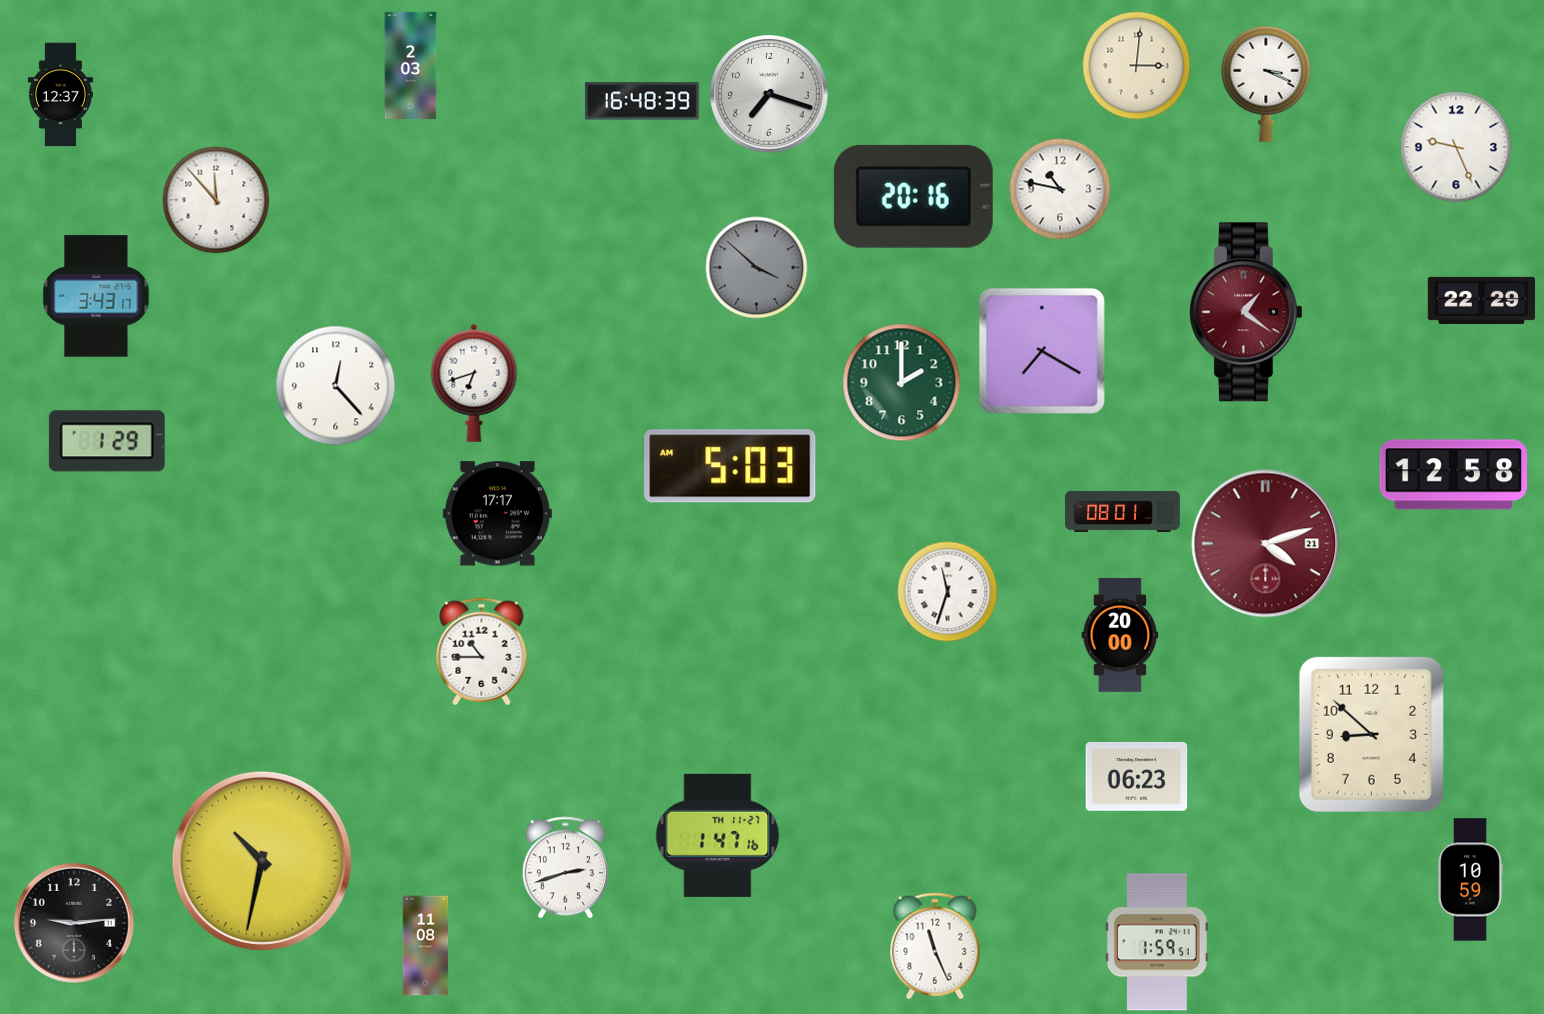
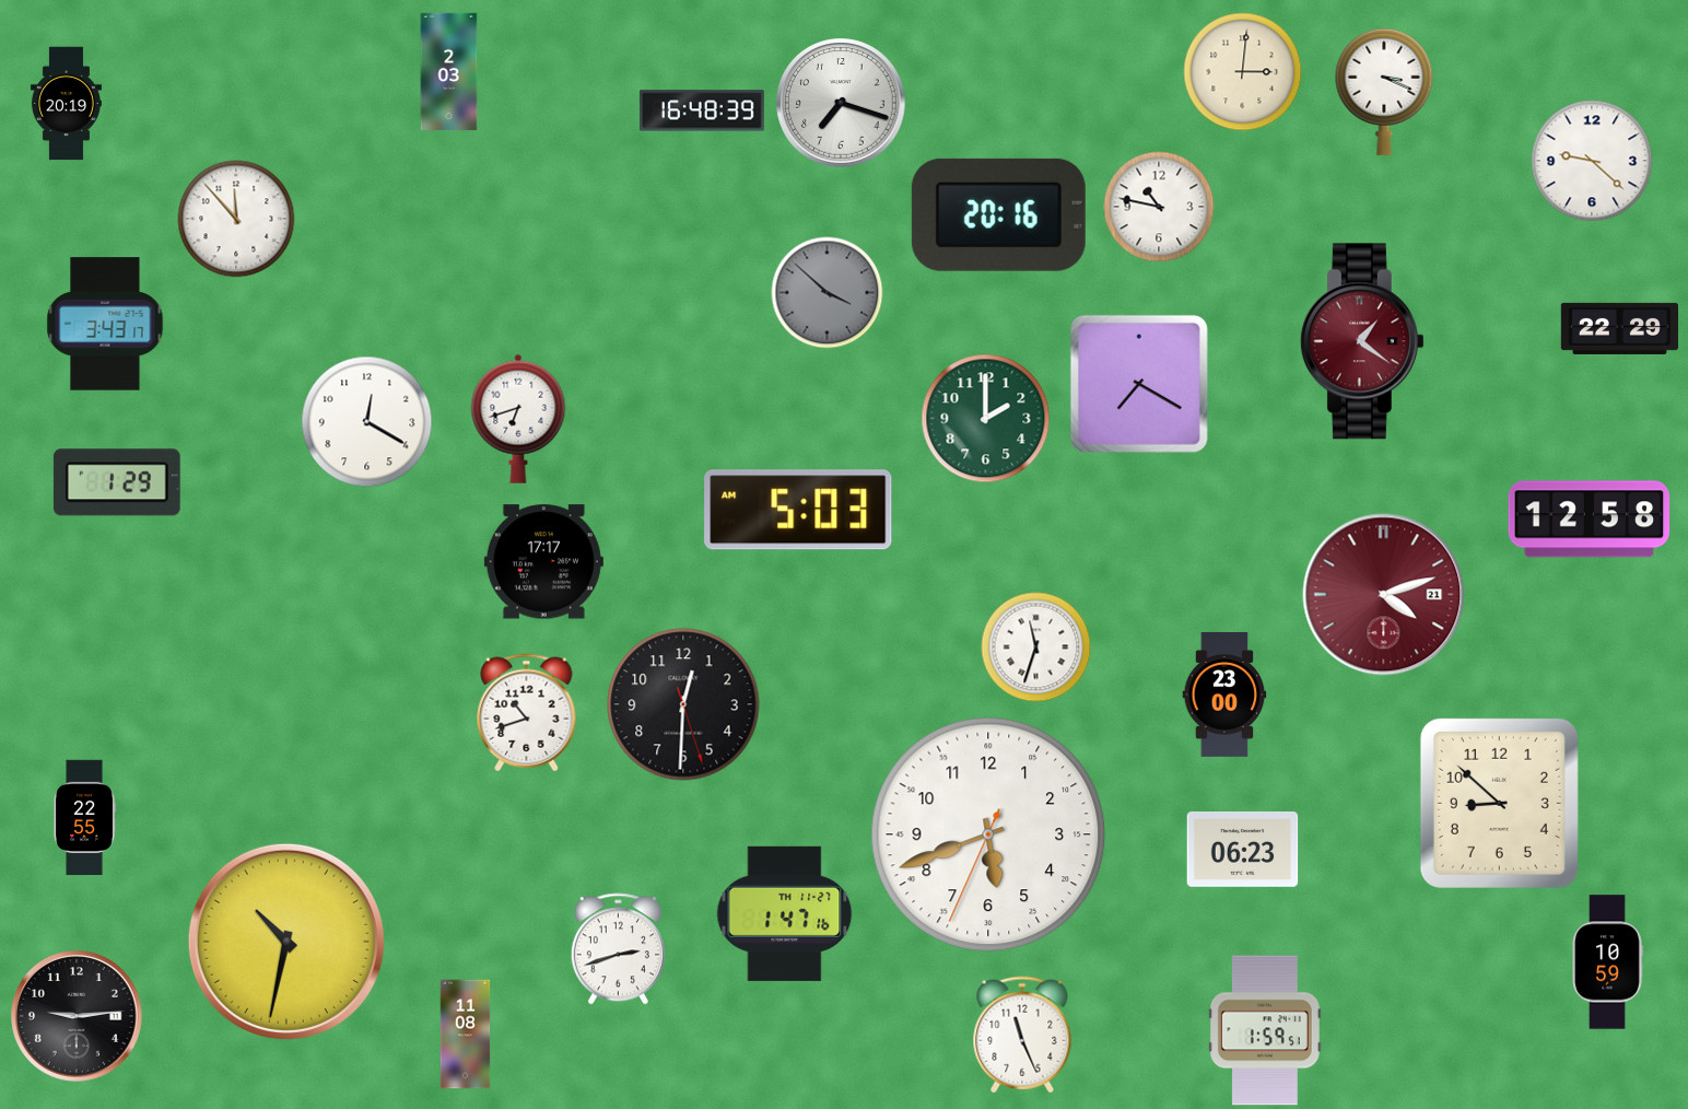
clock at (60, 95): 12:37 -> 20:19
clock at (1456, 147): 9:26 -> 9:22
clock at (336, 386): 12:23 -> 12:20
clock at (1123, 511): 08:01 -> none
clock at (1120, 635): 20:00 -> 23:00
clock at (683, 704): none -> 12:30
clock at (482, 652): 10:45 -> 10:42
clock at (84, 818): none -> 22:55
clock at (988, 834): none -> 5:41
clock at (75, 924) position: (75, 924) -> (78, 1017)
